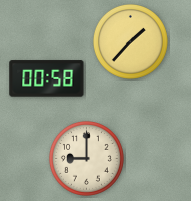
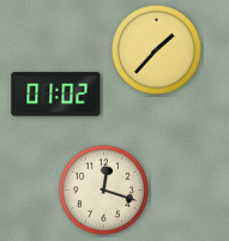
clock at (47, 79): 00:58 -> 01:02
clock at (86, 158): 9:00 -> 12:18
